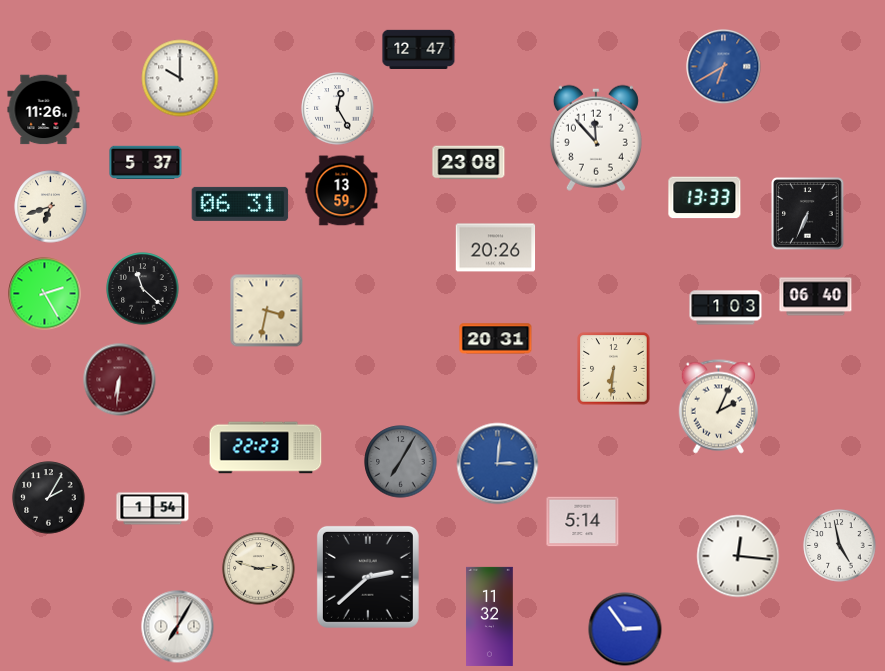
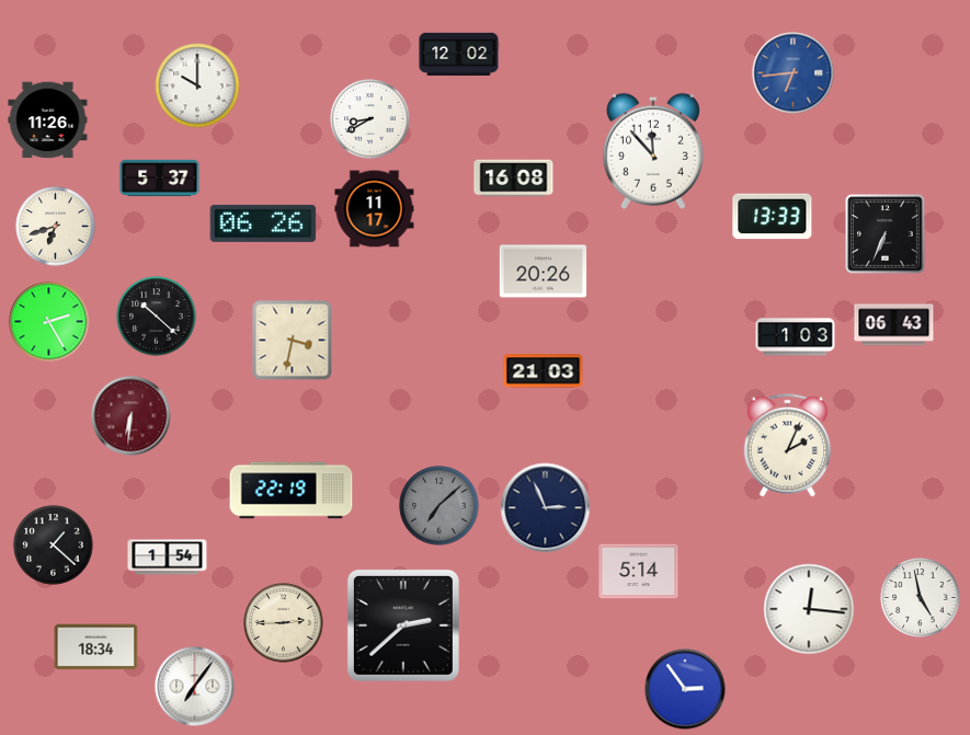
clock at (419, 49): 12:47 -> 12:02
clock at (724, 67): 6:40 -> 6:44
clock at (338, 109): 12:25 -> 8:40
clock at (469, 163): 23:08 -> 16:08
clock at (342, 191): 13:59 -> 11:17
clock at (240, 204): 06:31 -> 06:26
clock at (143, 289): 11:22 -> 10:22
clock at (816, 297): 06:40 -> 06:43
clock at (496, 339): 20:31 -> 21:03
clock at (614, 369): 6:31 -> none
clock at (266, 448): 22:23 -> 22:19
clock at (401, 462): 7:05 -> 7:08
clock at (498, 464): 3:01 -> 2:56
clock at (498, 464) dial: blue -> navy
clock at (49, 498): 2:05 -> 1:22
clock at (259, 569): 2:48 -> 2:45
clock at (368, 577) position: (368, 577) -> (403, 625)
clock at (96, 647): none -> 18:34
clock at (490, 616): 11:32 -> none
clock at (178, 627): 7:05 -> 7:06
